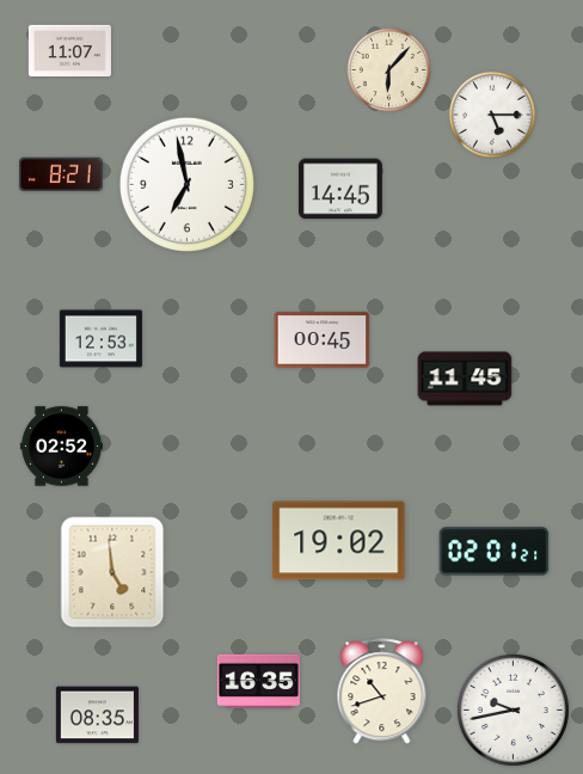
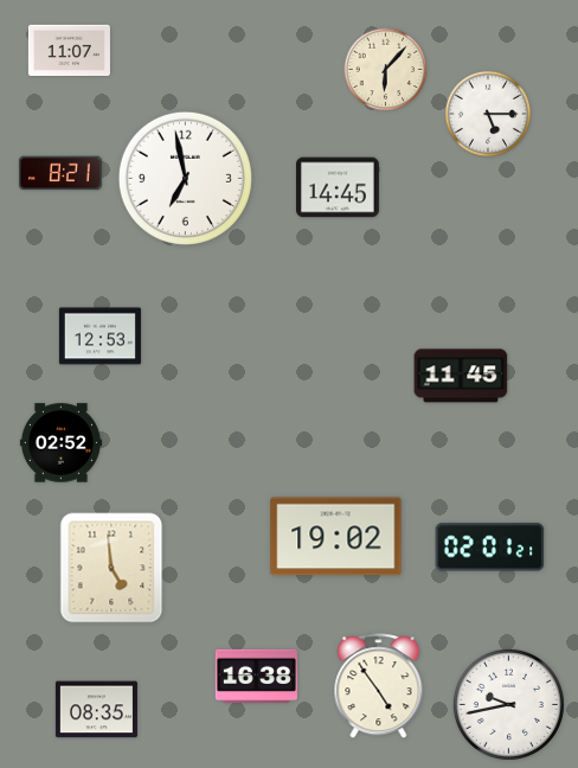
clock at (186, 184) position: (186, 184) -> (185, 178)
clock at (323, 340): 00:45 -> none
clock at (258, 681): 16:35 -> 16:38
clock at (382, 692): 10:42 -> 4:54
